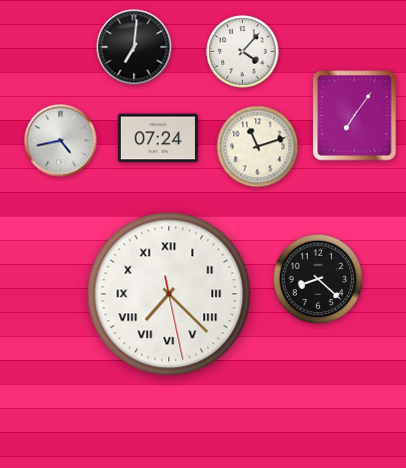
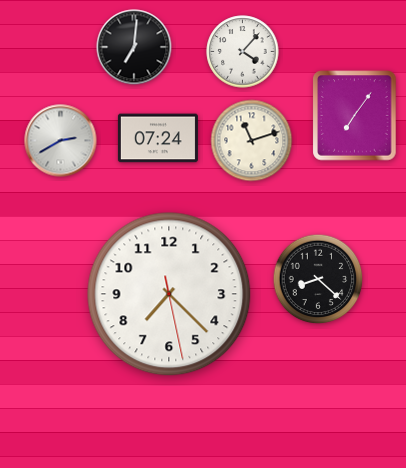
clock at (61, 141): 4:43 -> 2:40
clock at (258, 147) position: (258, 147) -> (252, 141)
clock at (169, 294) numerals: Roman -> Arabic
